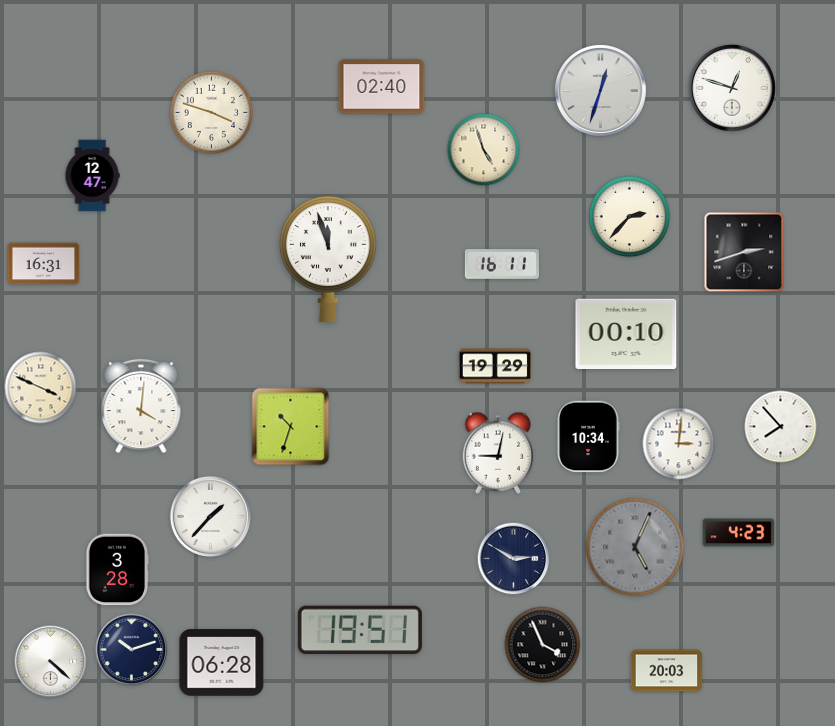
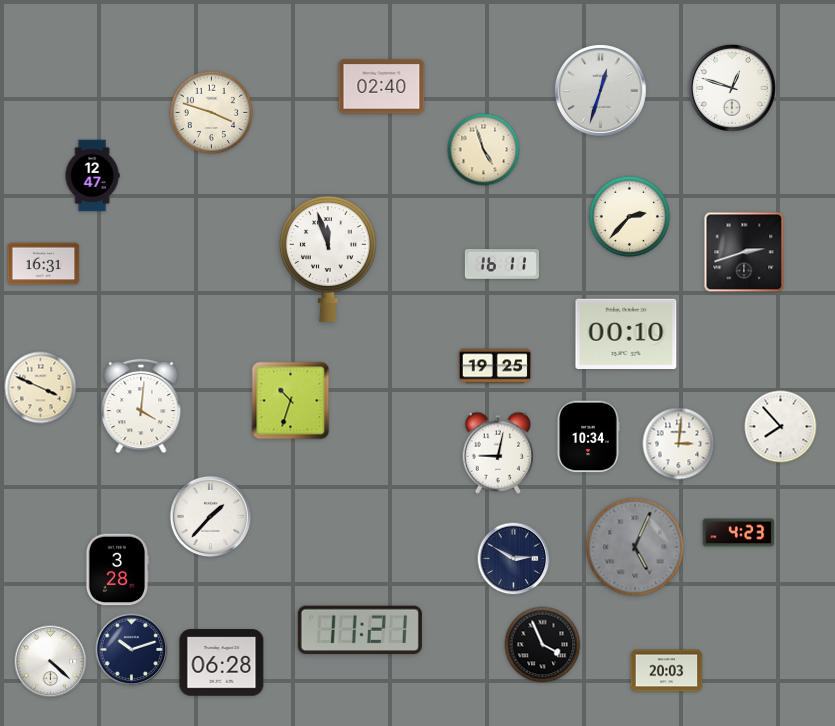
clock at (495, 366): 19:29 -> 19:25
clock at (291, 427) position: (291, 427) -> (291, 401)
clock at (360, 630): 19:51 -> 11:21
